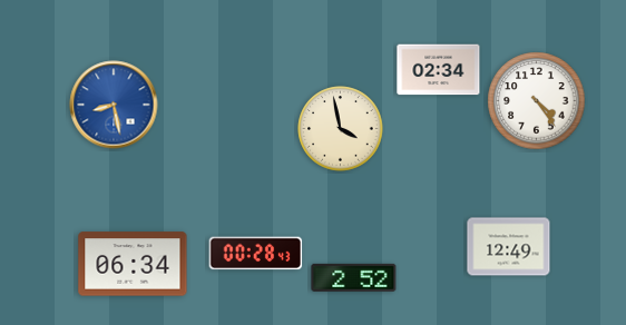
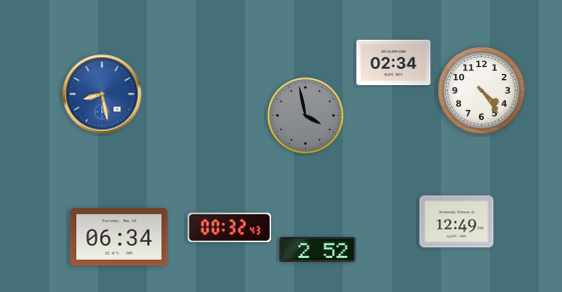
clock at (341, 129) dial: cream -> grey
clock at (256, 254): 00:28 -> 00:32
